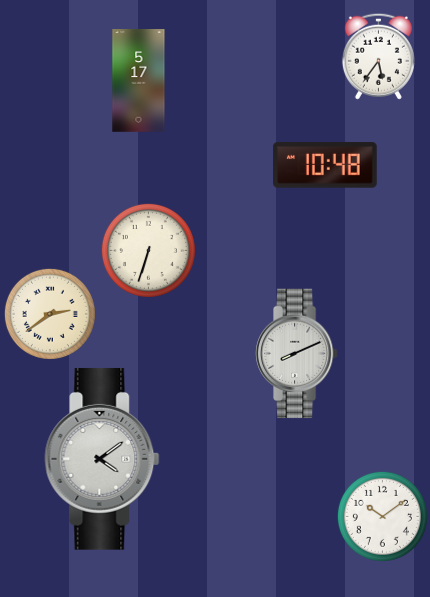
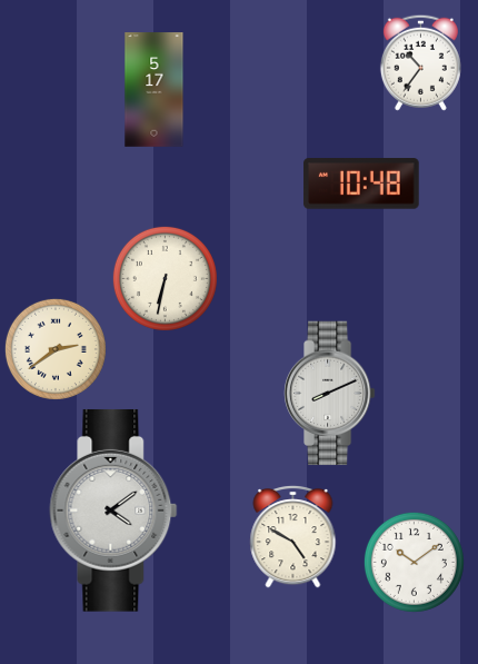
clock at (378, 56): 5:36 -> 10:36
clock at (148, 250): 6:33 -> 6:32
clock at (293, 537): none -> 4:50
clock at (382, 516) position: (382, 516) -> (414, 562)
